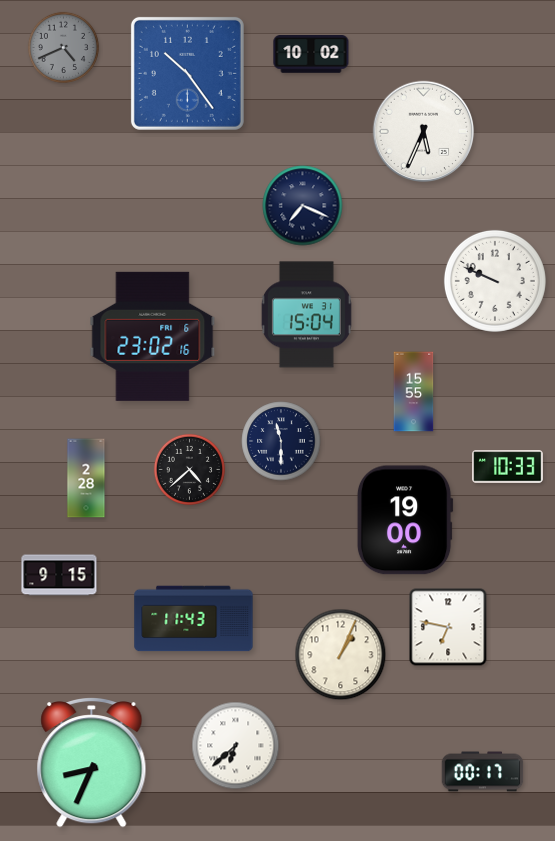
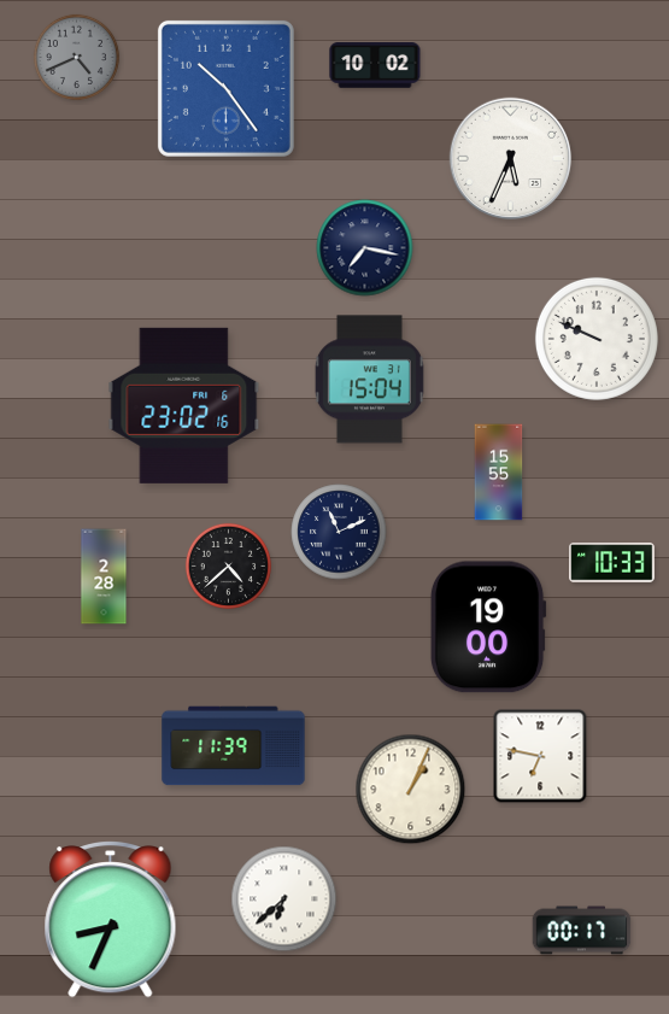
clock at (303, 206): 7:19 -> 7:17
clock at (281, 441): 11:30 -> 11:11
clock at (59, 575): 9:15 -> none
clock at (194, 619): 11:43 -> 11:39
